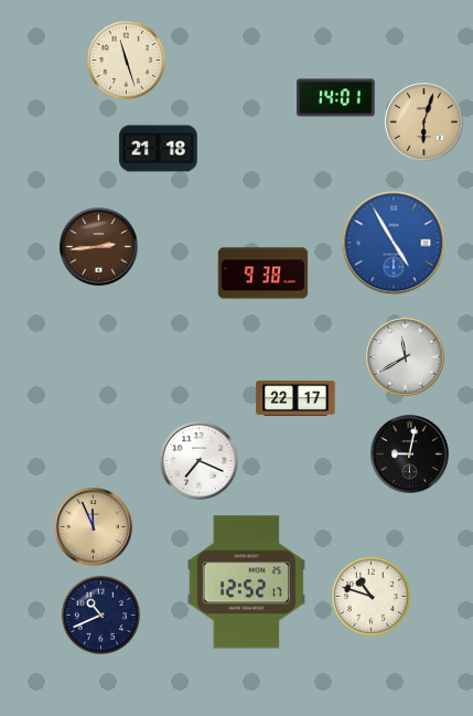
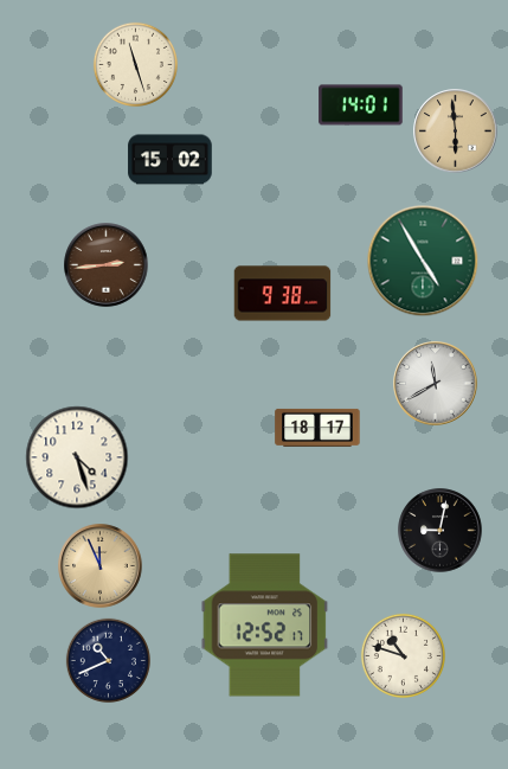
clock at (424, 122): 6:03 -> 5:59
clock at (159, 149): 21:18 -> 15:02
clock at (394, 243) dial: blue -> green
clock at (295, 398): 22:17 -> 18:17
clock at (77, 457): none -> 4:27
clock at (410, 455) position: (410, 455) -> (441, 531)
clock at (200, 461): 7:19 -> none
clock at (370, 596) position: (370, 596) -> (403, 655)
